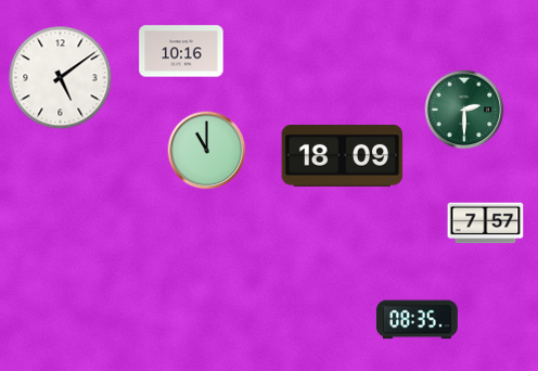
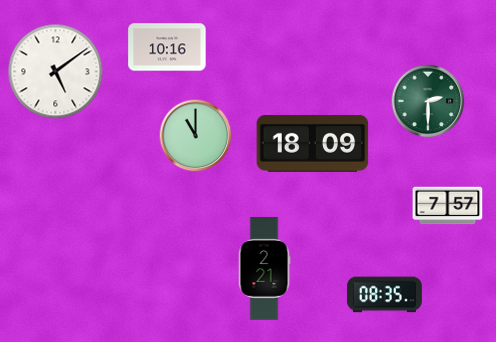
clock at (207, 151) position: (207, 151) -> (196, 136)
clock at (343, 155) position: (343, 155) -> (313, 143)
clock at (264, 269): none -> 2:21
